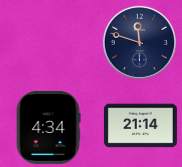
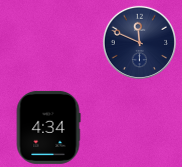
clock at (139, 42): 11:48 -> 11:49
clock at (140, 126): 21:14 -> none
